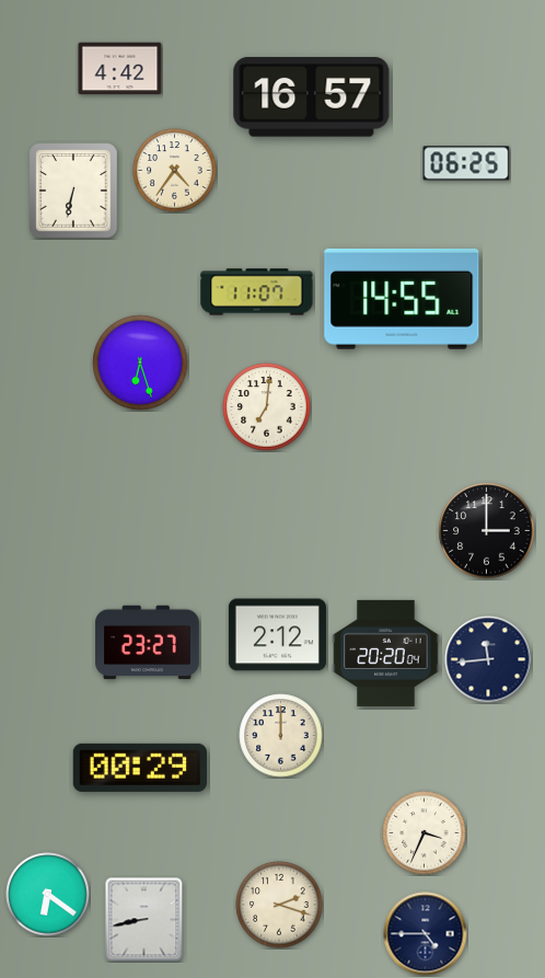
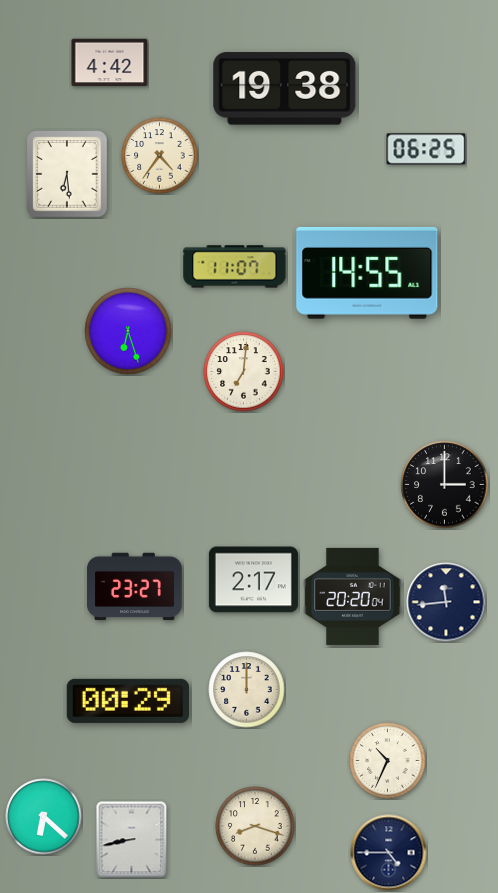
clock at (312, 97): 16:57 -> 19:38
clock at (73, 191): 6:32 -> 6:29
clock at (277, 635): 2:12 -> 2:17
clock at (281, 736) position: (281, 736) -> (247, 690)
clock at (425, 833): 3:34 -> 10:34
clock at (48, 895): 6:21 -> 6:22
clock at (279, 905): 2:18 -> 8:18
